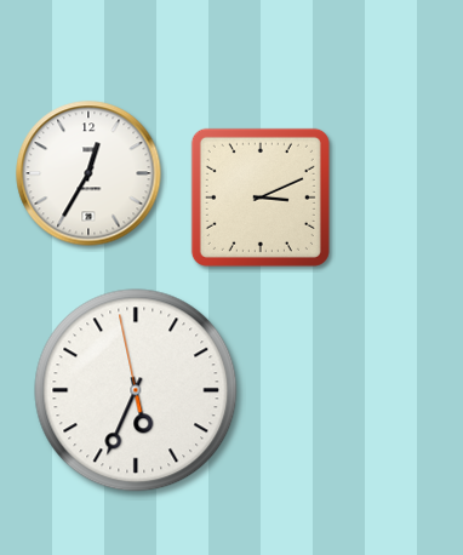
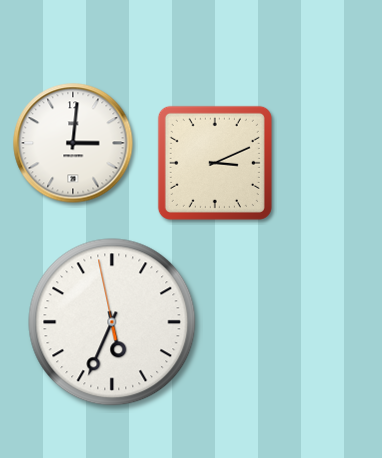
clock at (88, 173): 12:35 -> 3:01
